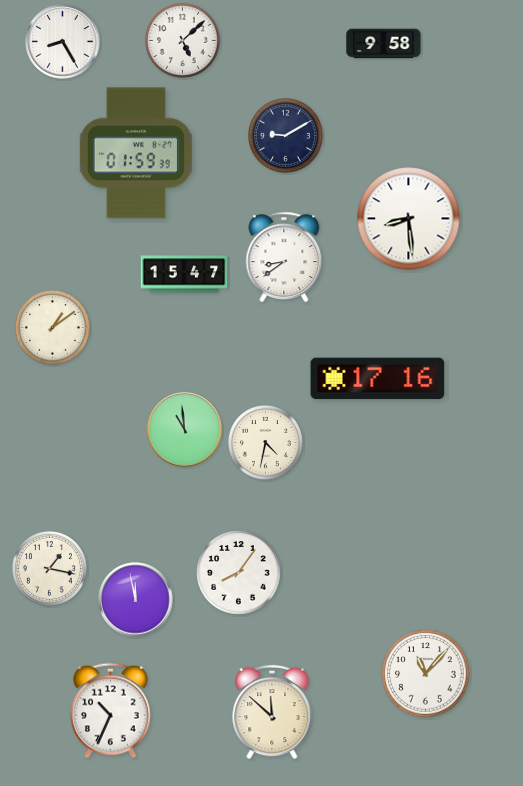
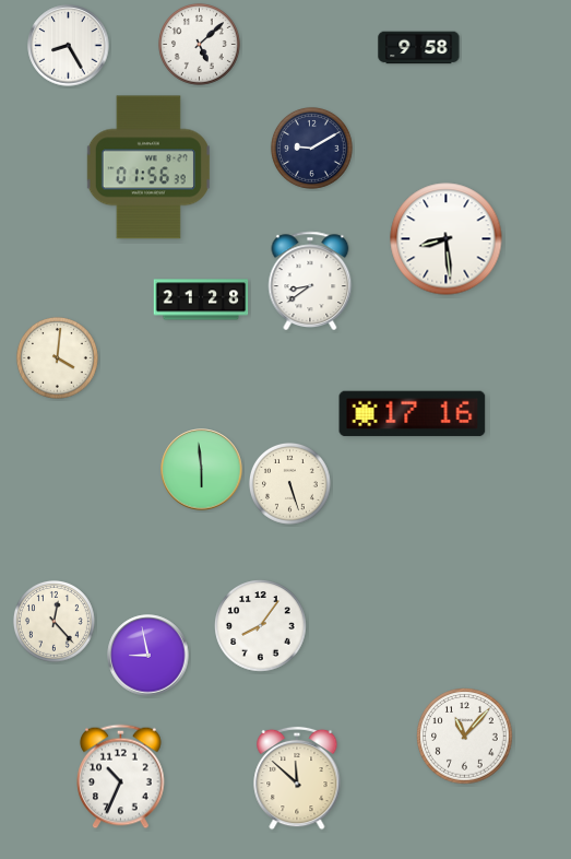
clock at (136, 153): 01:59 -> 01:56
clock at (184, 274): 15:47 -> 21:28
clock at (53, 328): 1:09 -> 4:01
clock at (185, 430): 10:59 -> 5:59
clock at (266, 443): 4:32 -> 5:27
clock at (50, 569): 1:17 -> 12:23
clock at (136, 600): 11:58 -> 8:58
